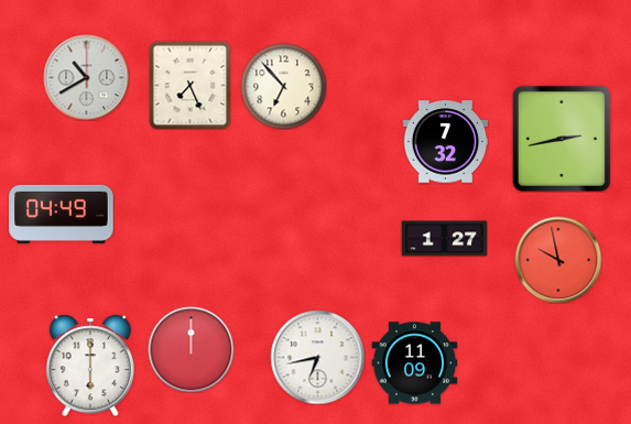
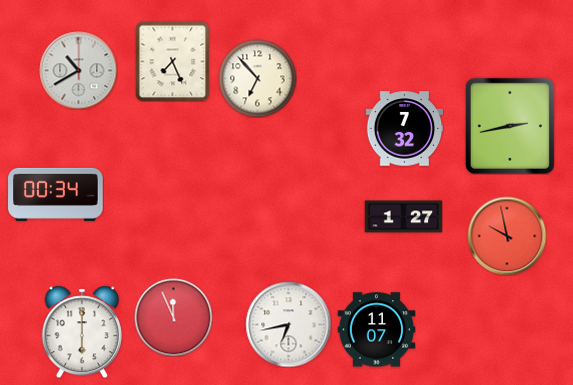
clock at (191, 85) position: (191, 85) -> (173, 61)
clock at (62, 214): 04:49 -> 00:34
clock at (191, 349): 12:00 -> 11:56
clock at (414, 363): 11:09 -> 11:07
